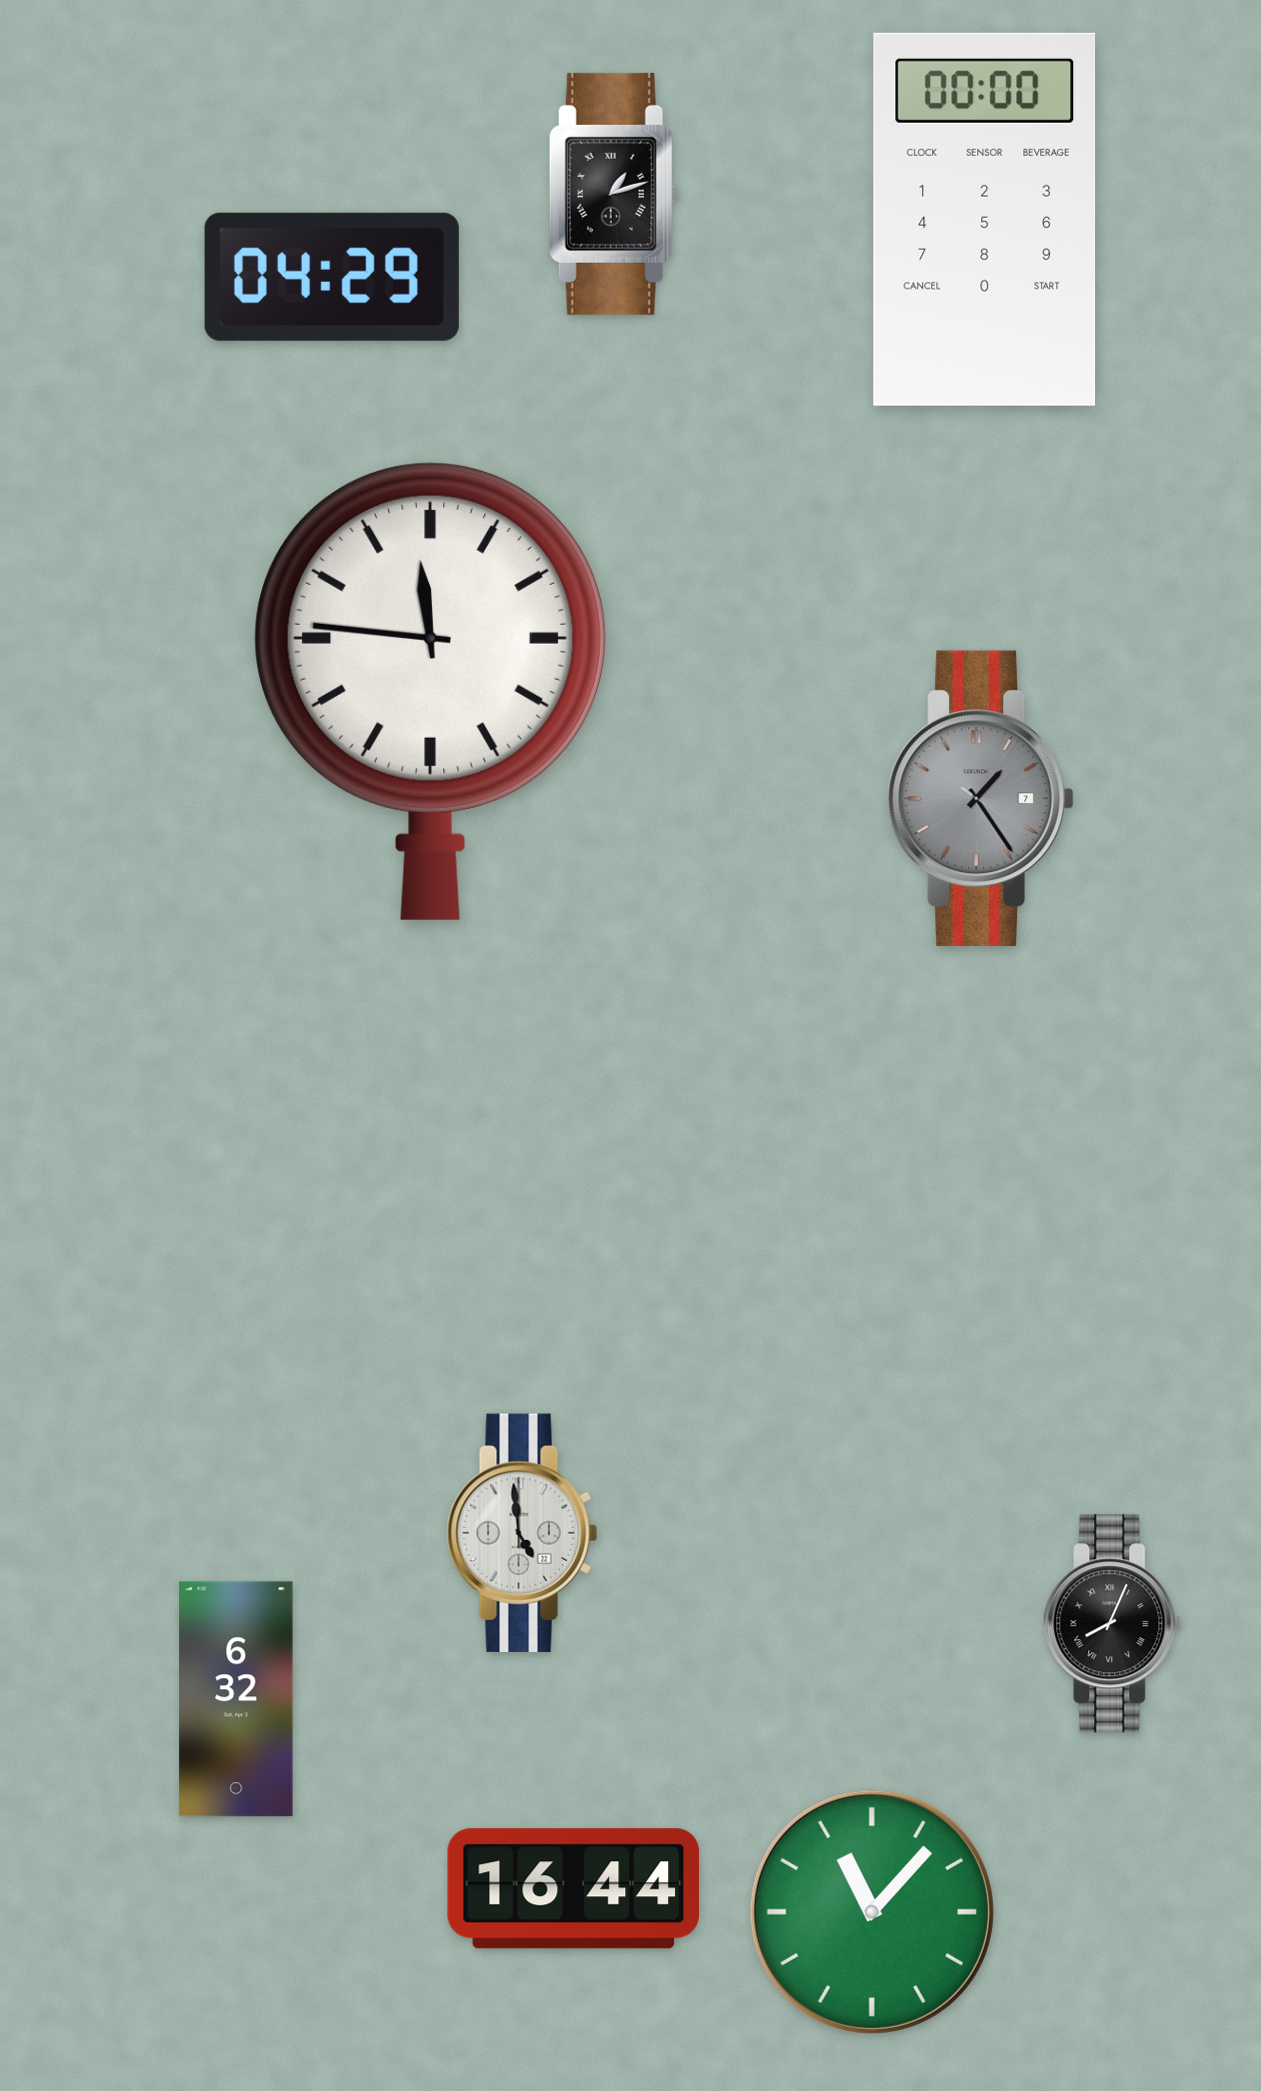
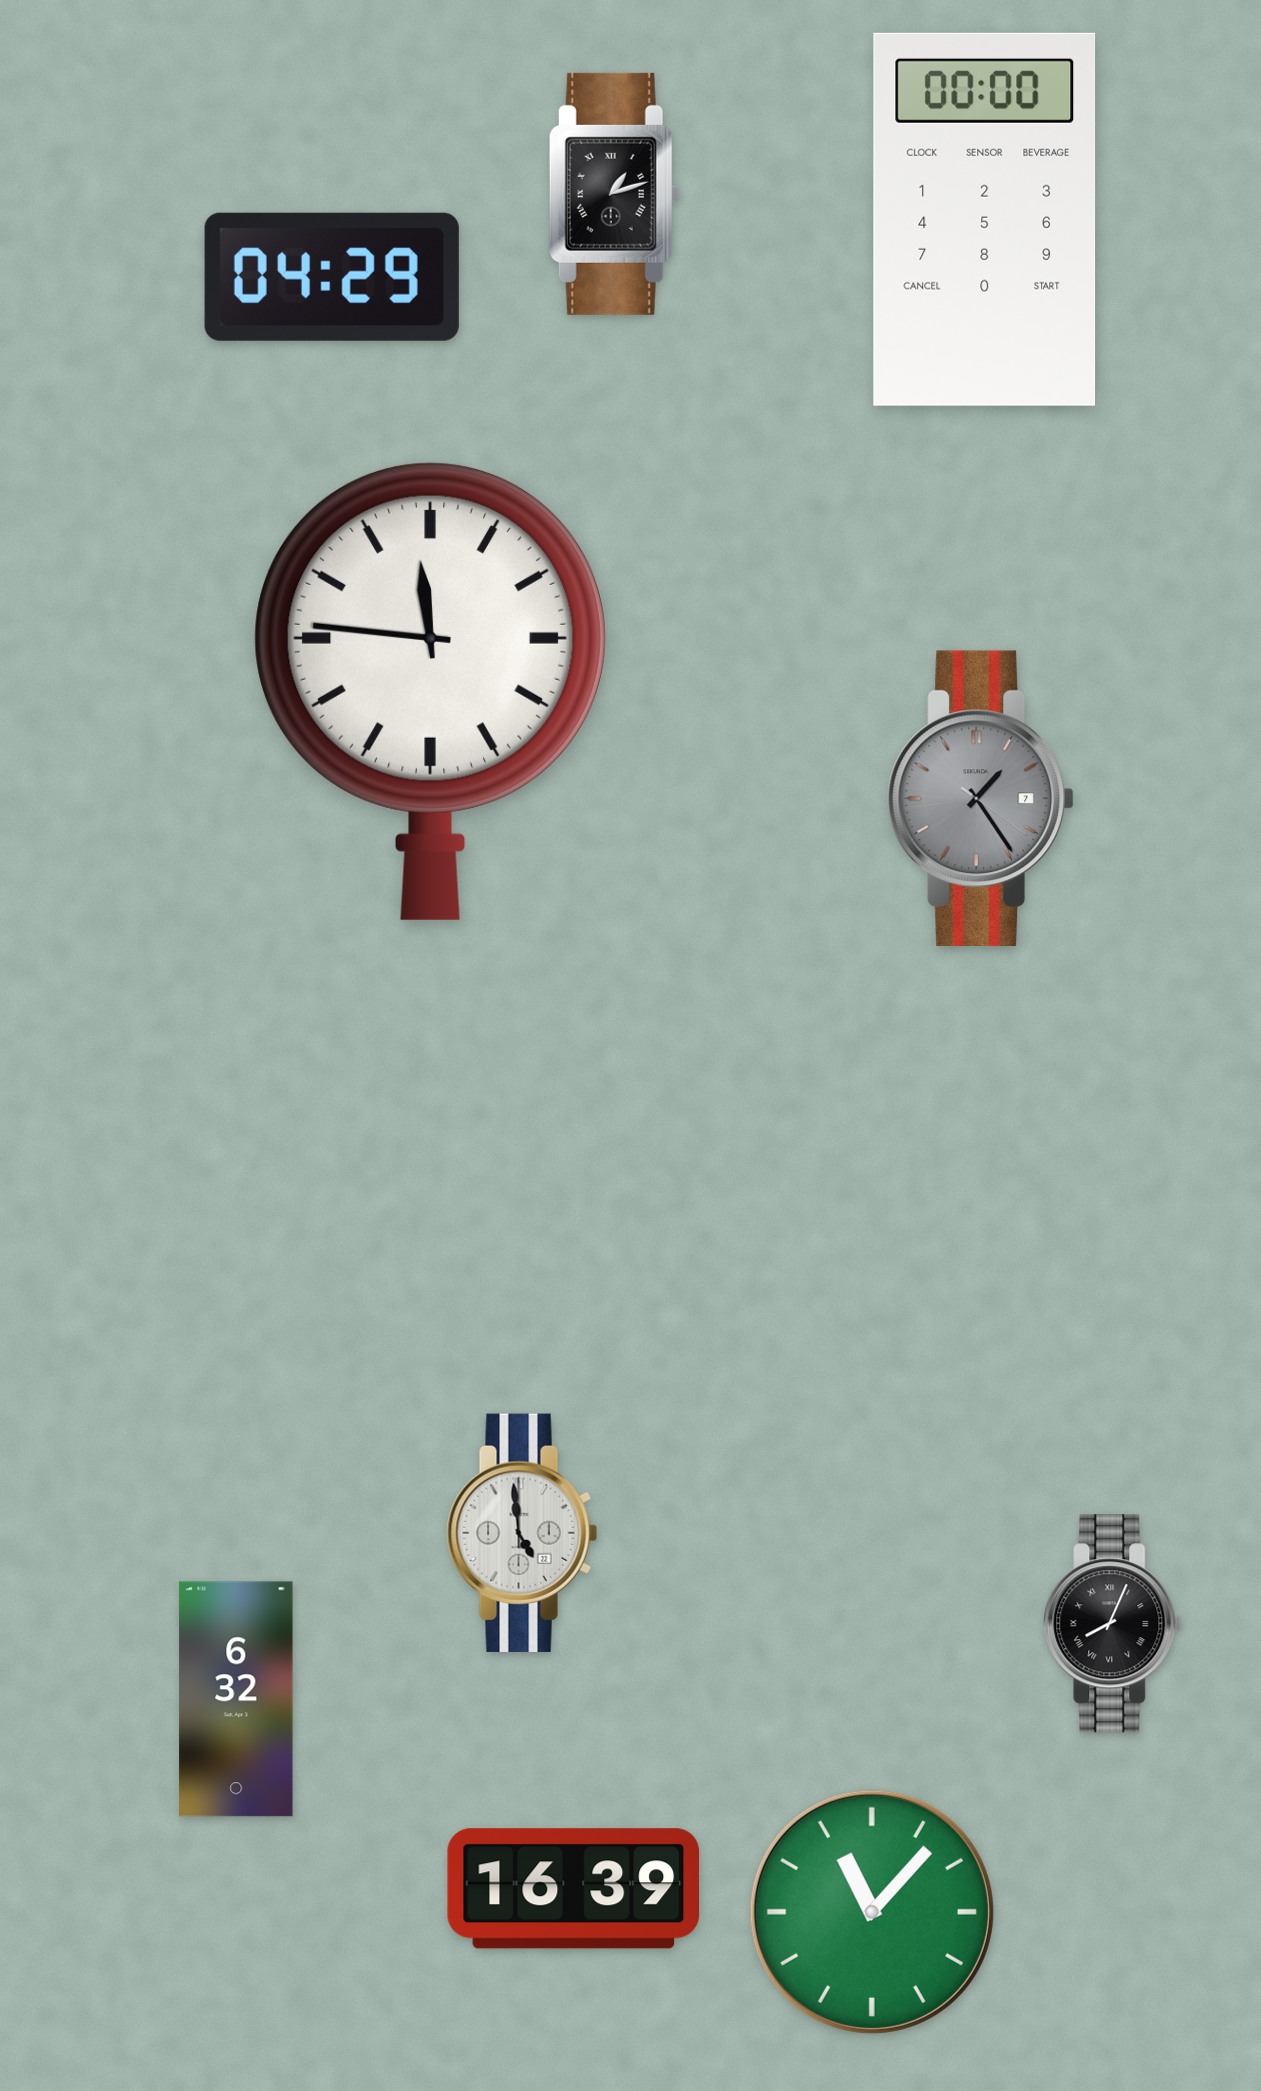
clock at (574, 1889): 16:44 -> 16:39
